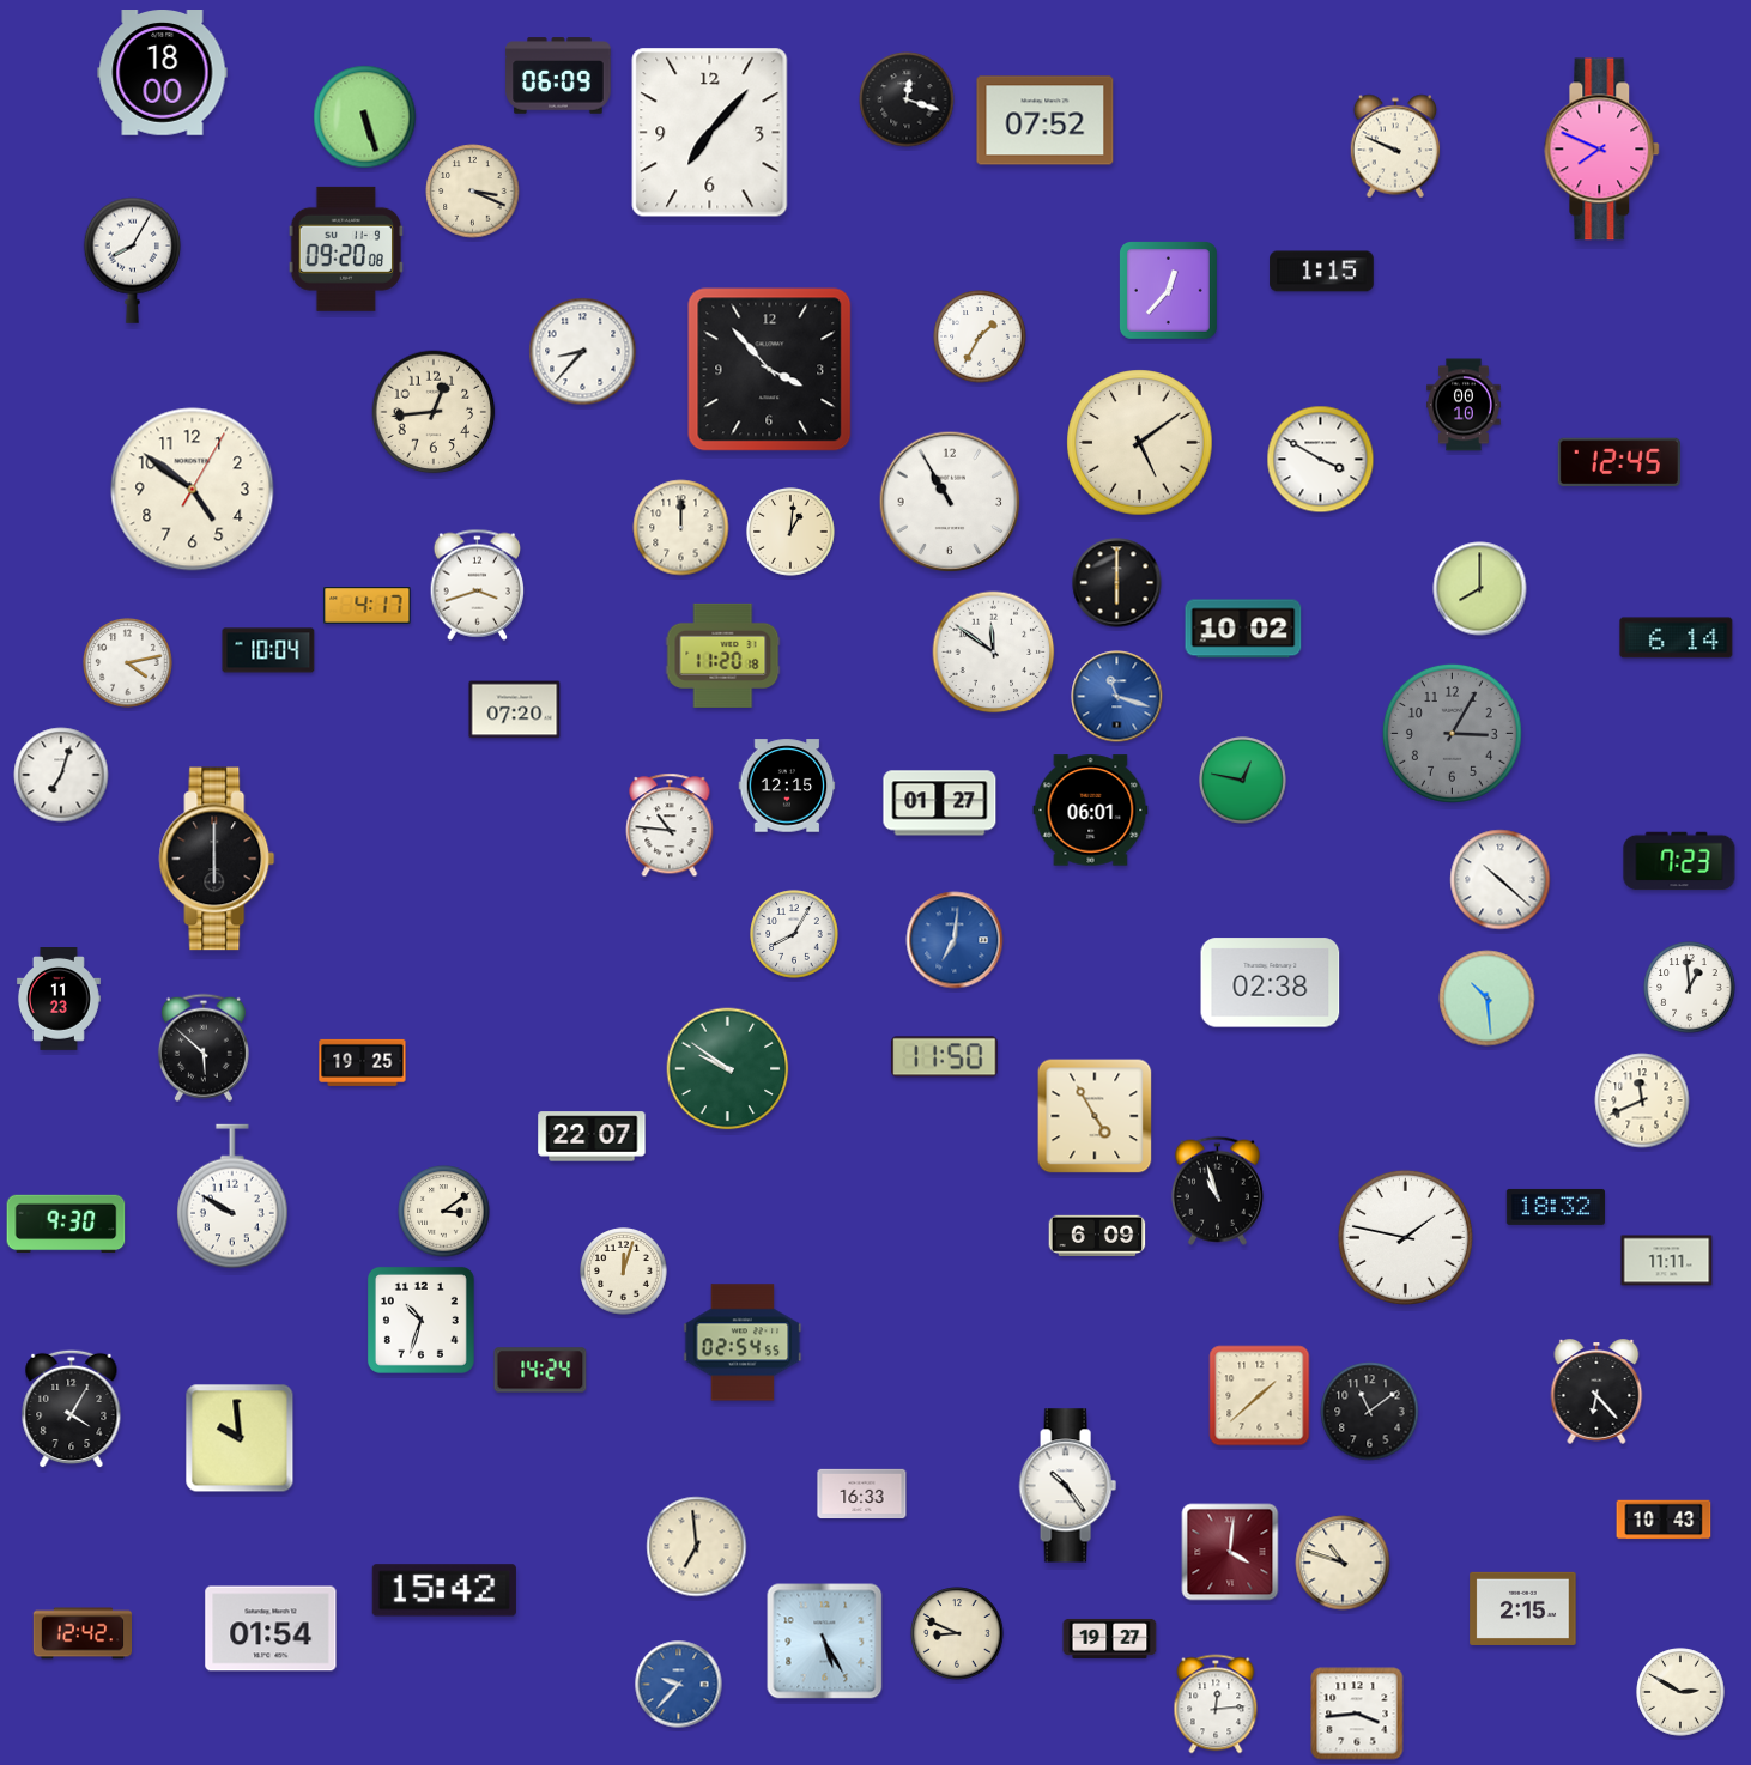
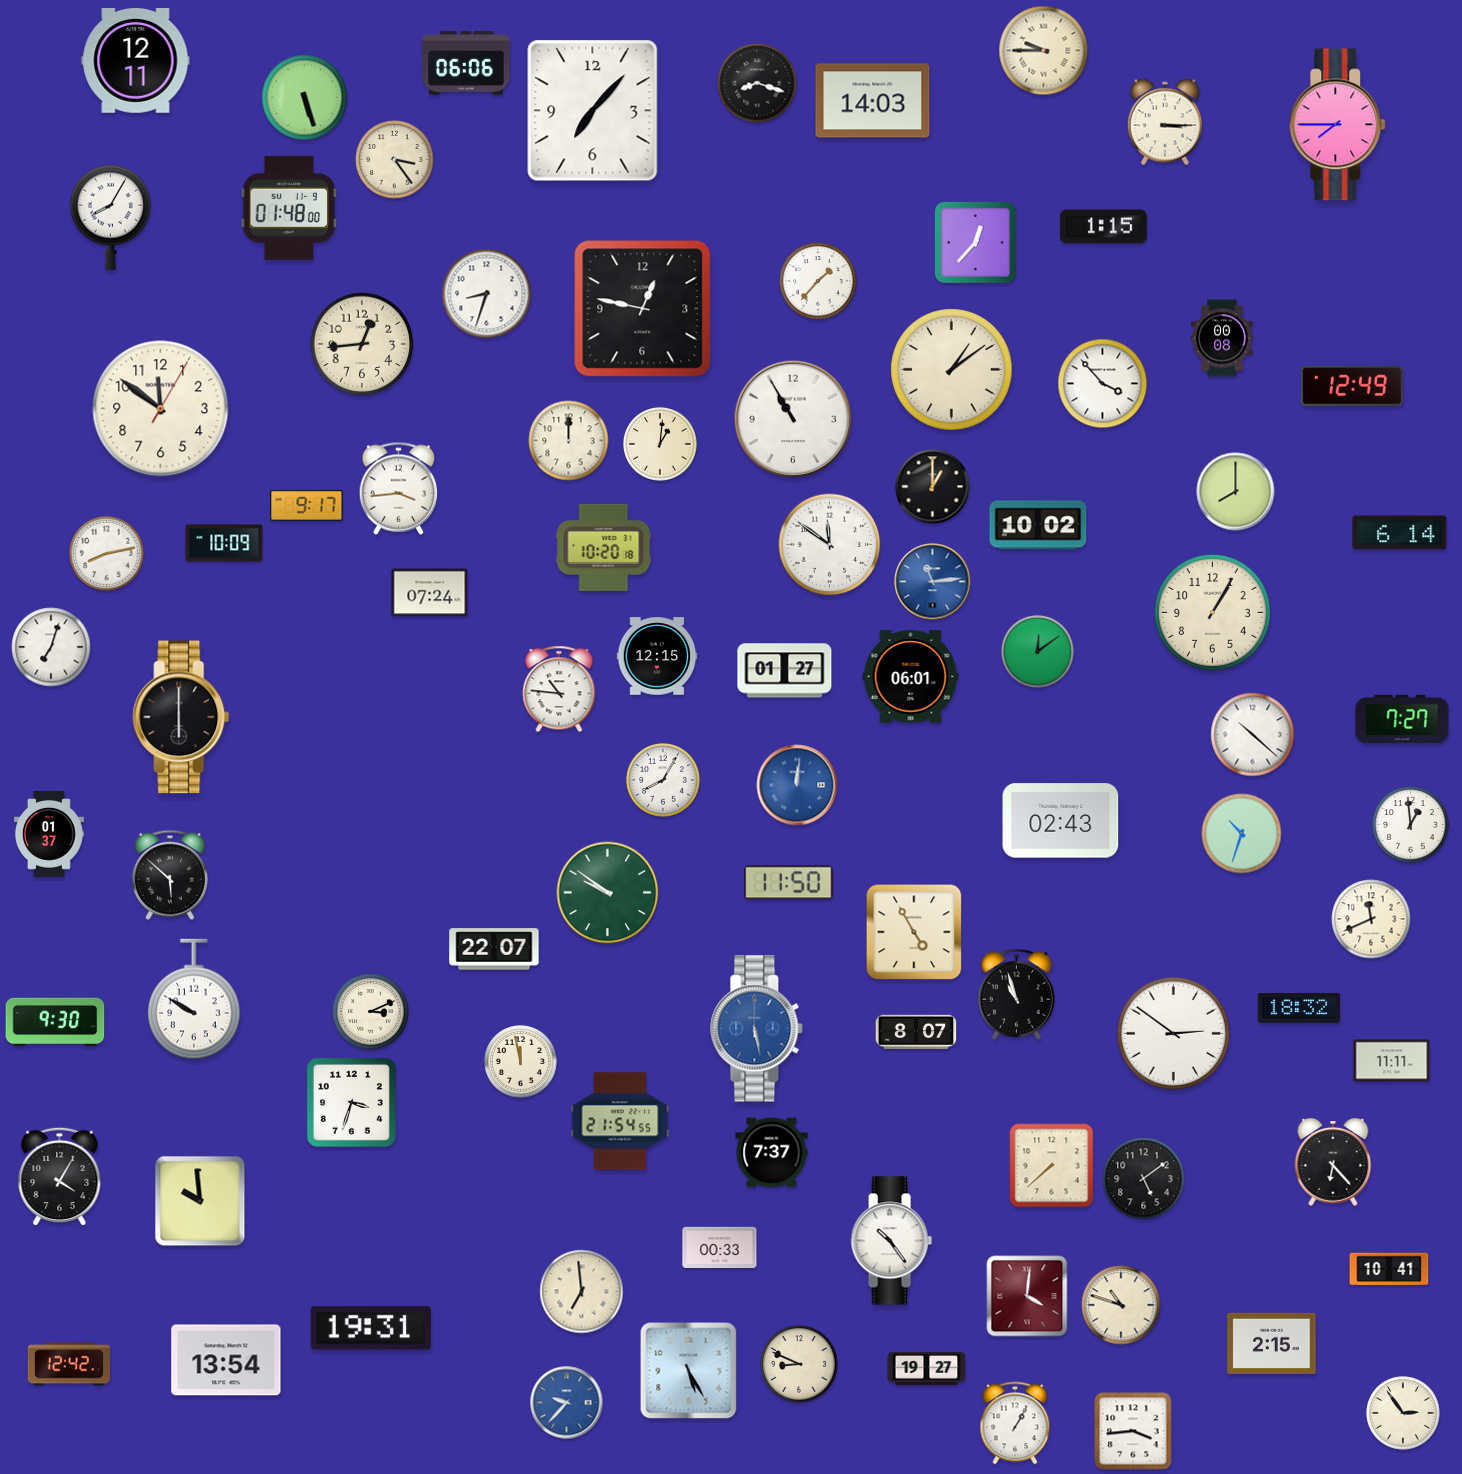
clock at (1044, 51): none -> 9:45
clock at (163, 73): 18:00 -> 12:11
clock at (558, 75): 06:09 -> 06:06
clock at (907, 99): 12:18 -> 8:18
clock at (1046, 121): 07:52 -> 14:03
clock at (1395, 146): 9:49 -> 3:15
clock at (1602, 150): 7:49 -> 7:45
clock at (473, 192): 3:19 -> 3:24
clock at (346, 249): 09:20 -> 01:48
clock at (980, 336): 1:35 -> 1:37
clock at (583, 352): 8:37 -> 8:33
clock at (770, 370): 3:53 -> 12:47
clock at (1464, 405): 00:10 -> 00:08
clock at (1140, 443): 5:09 -> 1:09
clock at (1321, 460): 3:50 -> 3:53
clock at (1619, 462): 12:45 -> 12:49
clock at (193, 490): 4:51 -> 11:51
clock at (1117, 583): 6:00 -> 1:00
clock at (478, 584): 3:42 -> 3:44
clock at (368, 606): 4:17 -> 9:17
clock at (268, 650): 10:04 -> 10:09
clock at (723, 655): 11:20 -> 10:20
clock at (128, 663): 4:13 -> 8:13
clock at (1117, 697): 11:18 -> 11:14
clock at (515, 710): 07:20 -> 07:24
clock at (1452, 733): 3:05 -> 1:05
clock at (1452, 733) dial: grey -> cream
clock at (1243, 781): 12:47 -> 12:09
clock at (1679, 861): 7:23 -> 7:27
clock at (955, 940): 7:01 -> 12:01
clock at (1271, 983): 02:38 -> 02:43
clock at (1488, 999): 10:29 -> 10:33
clock at (59, 1000): 11:23 -> 01:37
clock at (363, 1062): 19:25 -> none
clock at (444, 1212): 3:09 -> 3:11
clock at (757, 1029): none -> 5:28
clock at (1097, 1236): 6:09 -> 8:07
clock at (1405, 1237): 1:47 -> 2:51
clock at (1667, 1261) position: (1667, 1261) -> (1392, 1061)
clock at (624, 1272): 12:03 -> 11:58
clock at (420, 1320): 10:33 -> 3:33
clock at (743, 1342): 02:54 -> 21:54
clock at (540, 1370): 14:24 -> none
clock at (772, 1153): none -> 7:37
clock at (1260, 1396): 1:38 -> 7:38
clock at (1370, 1412): 11:09 -> 5:09
clock at (862, 1493): 16:33 -> 00:33
clock at (1664, 1520): 10:43 -> 10:41
clock at (444, 1590): 15:42 -> 19:31
clock at (271, 1628): 01:54 -> 13:54
clock at (679, 1685) position: (679, 1685) -> (567, 1403)
clock at (1680, 1692): 2:50 -> 2:54
clock at (1216, 1704): 12:14 -> 1:05
